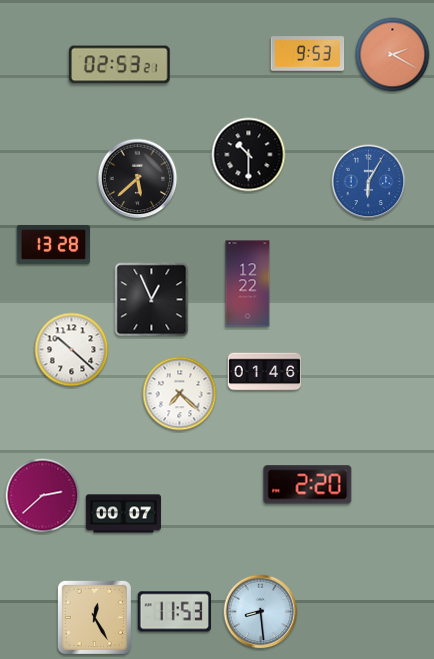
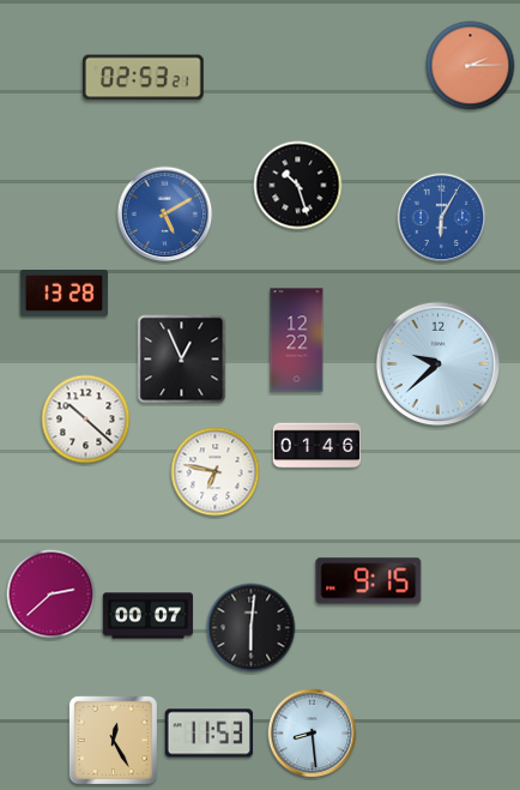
clock at (308, 54): 9:53 -> none
clock at (393, 55): 2:20 -> 2:15
clock at (249, 155): 10:30 -> 10:27
clock at (138, 179): 5:38 -> 5:10
clock at (138, 179) dial: black -> blue
clock at (437, 363): none -> 9:38
clock at (180, 394): 7:22 -> 6:47
clock at (308, 485): 2:20 -> 9:15
clock at (252, 628): none -> 6:01
